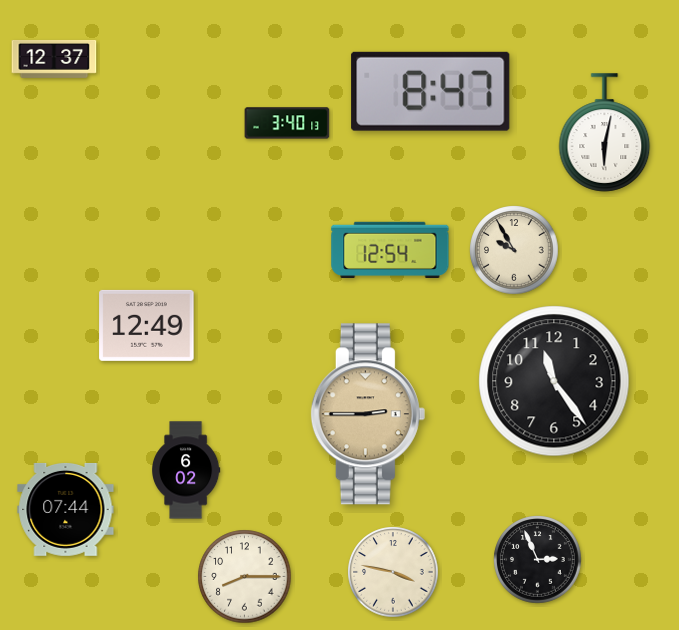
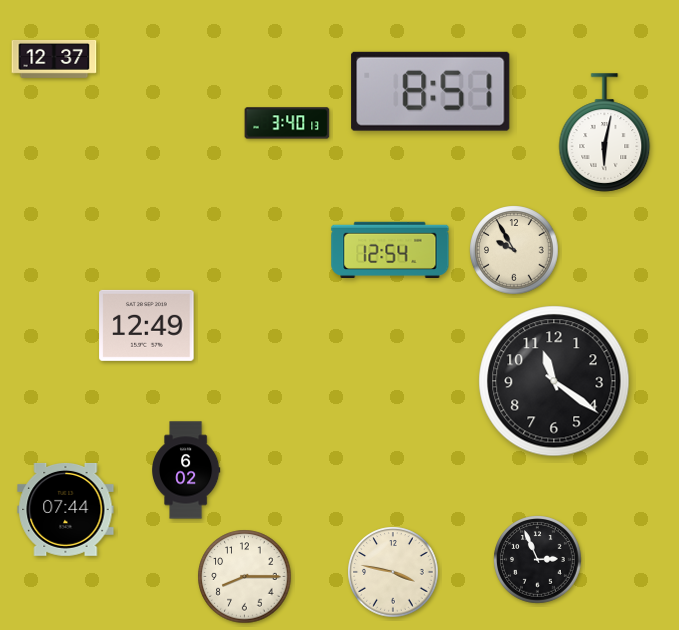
clock at (431, 91): 8:47 -> 8:51
clock at (554, 381): 11:24 -> 11:21
clock at (368, 414): 2:45 -> none
